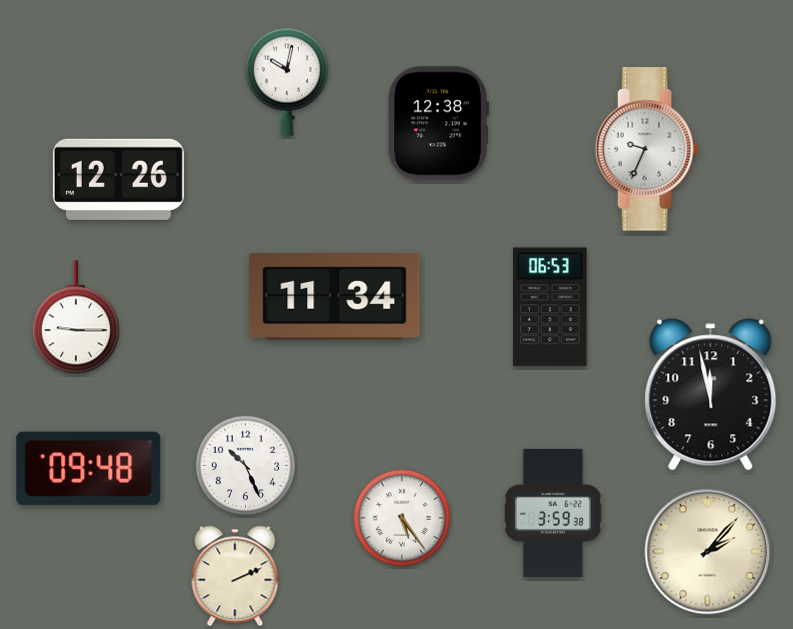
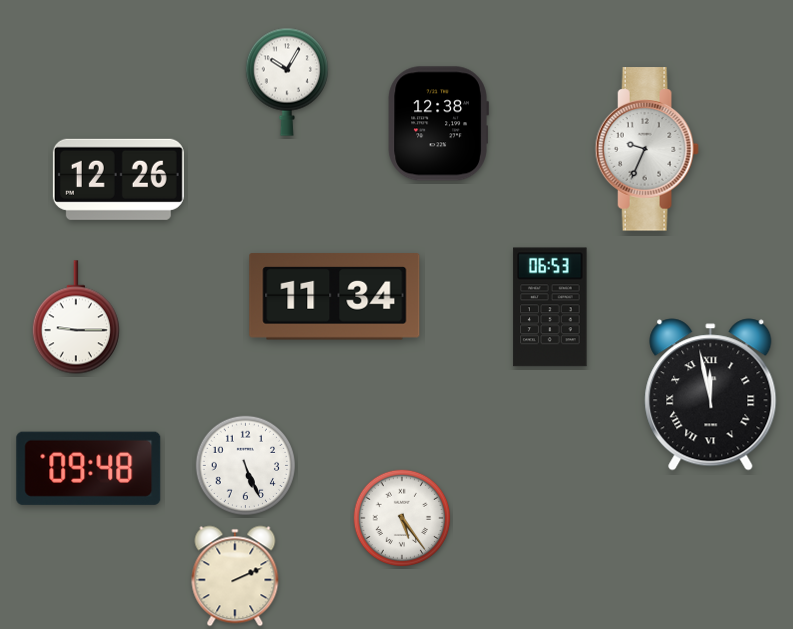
clock at (287, 82): 10:02 -> 10:05
clock at (711, 395) numerals: Arabic -> Roman
clock at (246, 466): 10:26 -> 5:26
clock at (553, 513): 3:59 -> none
clock at (708, 552): 2:07 -> none
